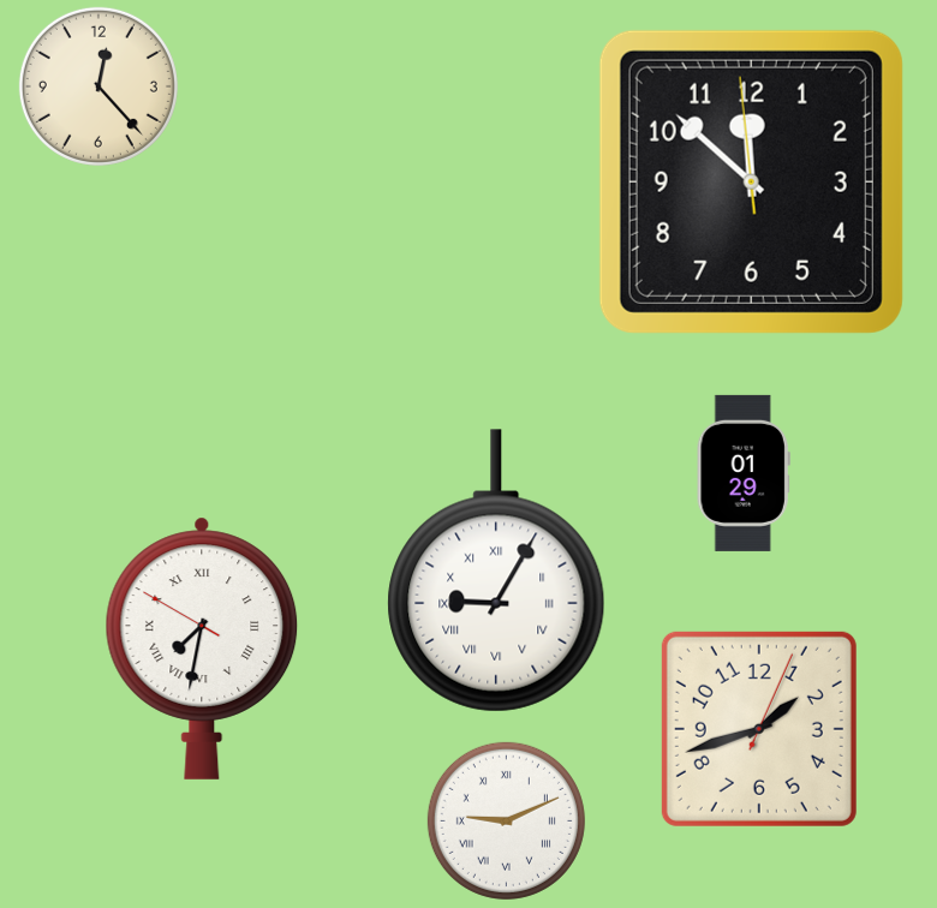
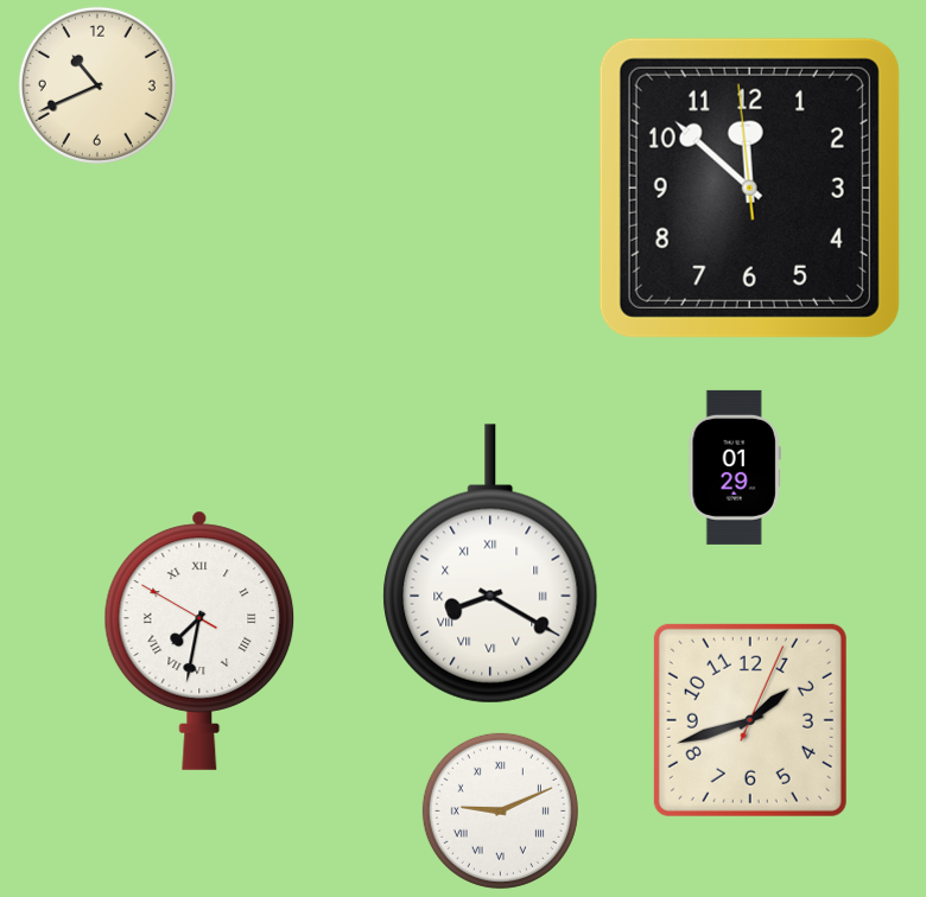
clock at (99, 86): 12:23 -> 10:41
clock at (751, 181) position: (751, 181) -> (749, 187)
clock at (496, 571): 9:05 -> 8:20
